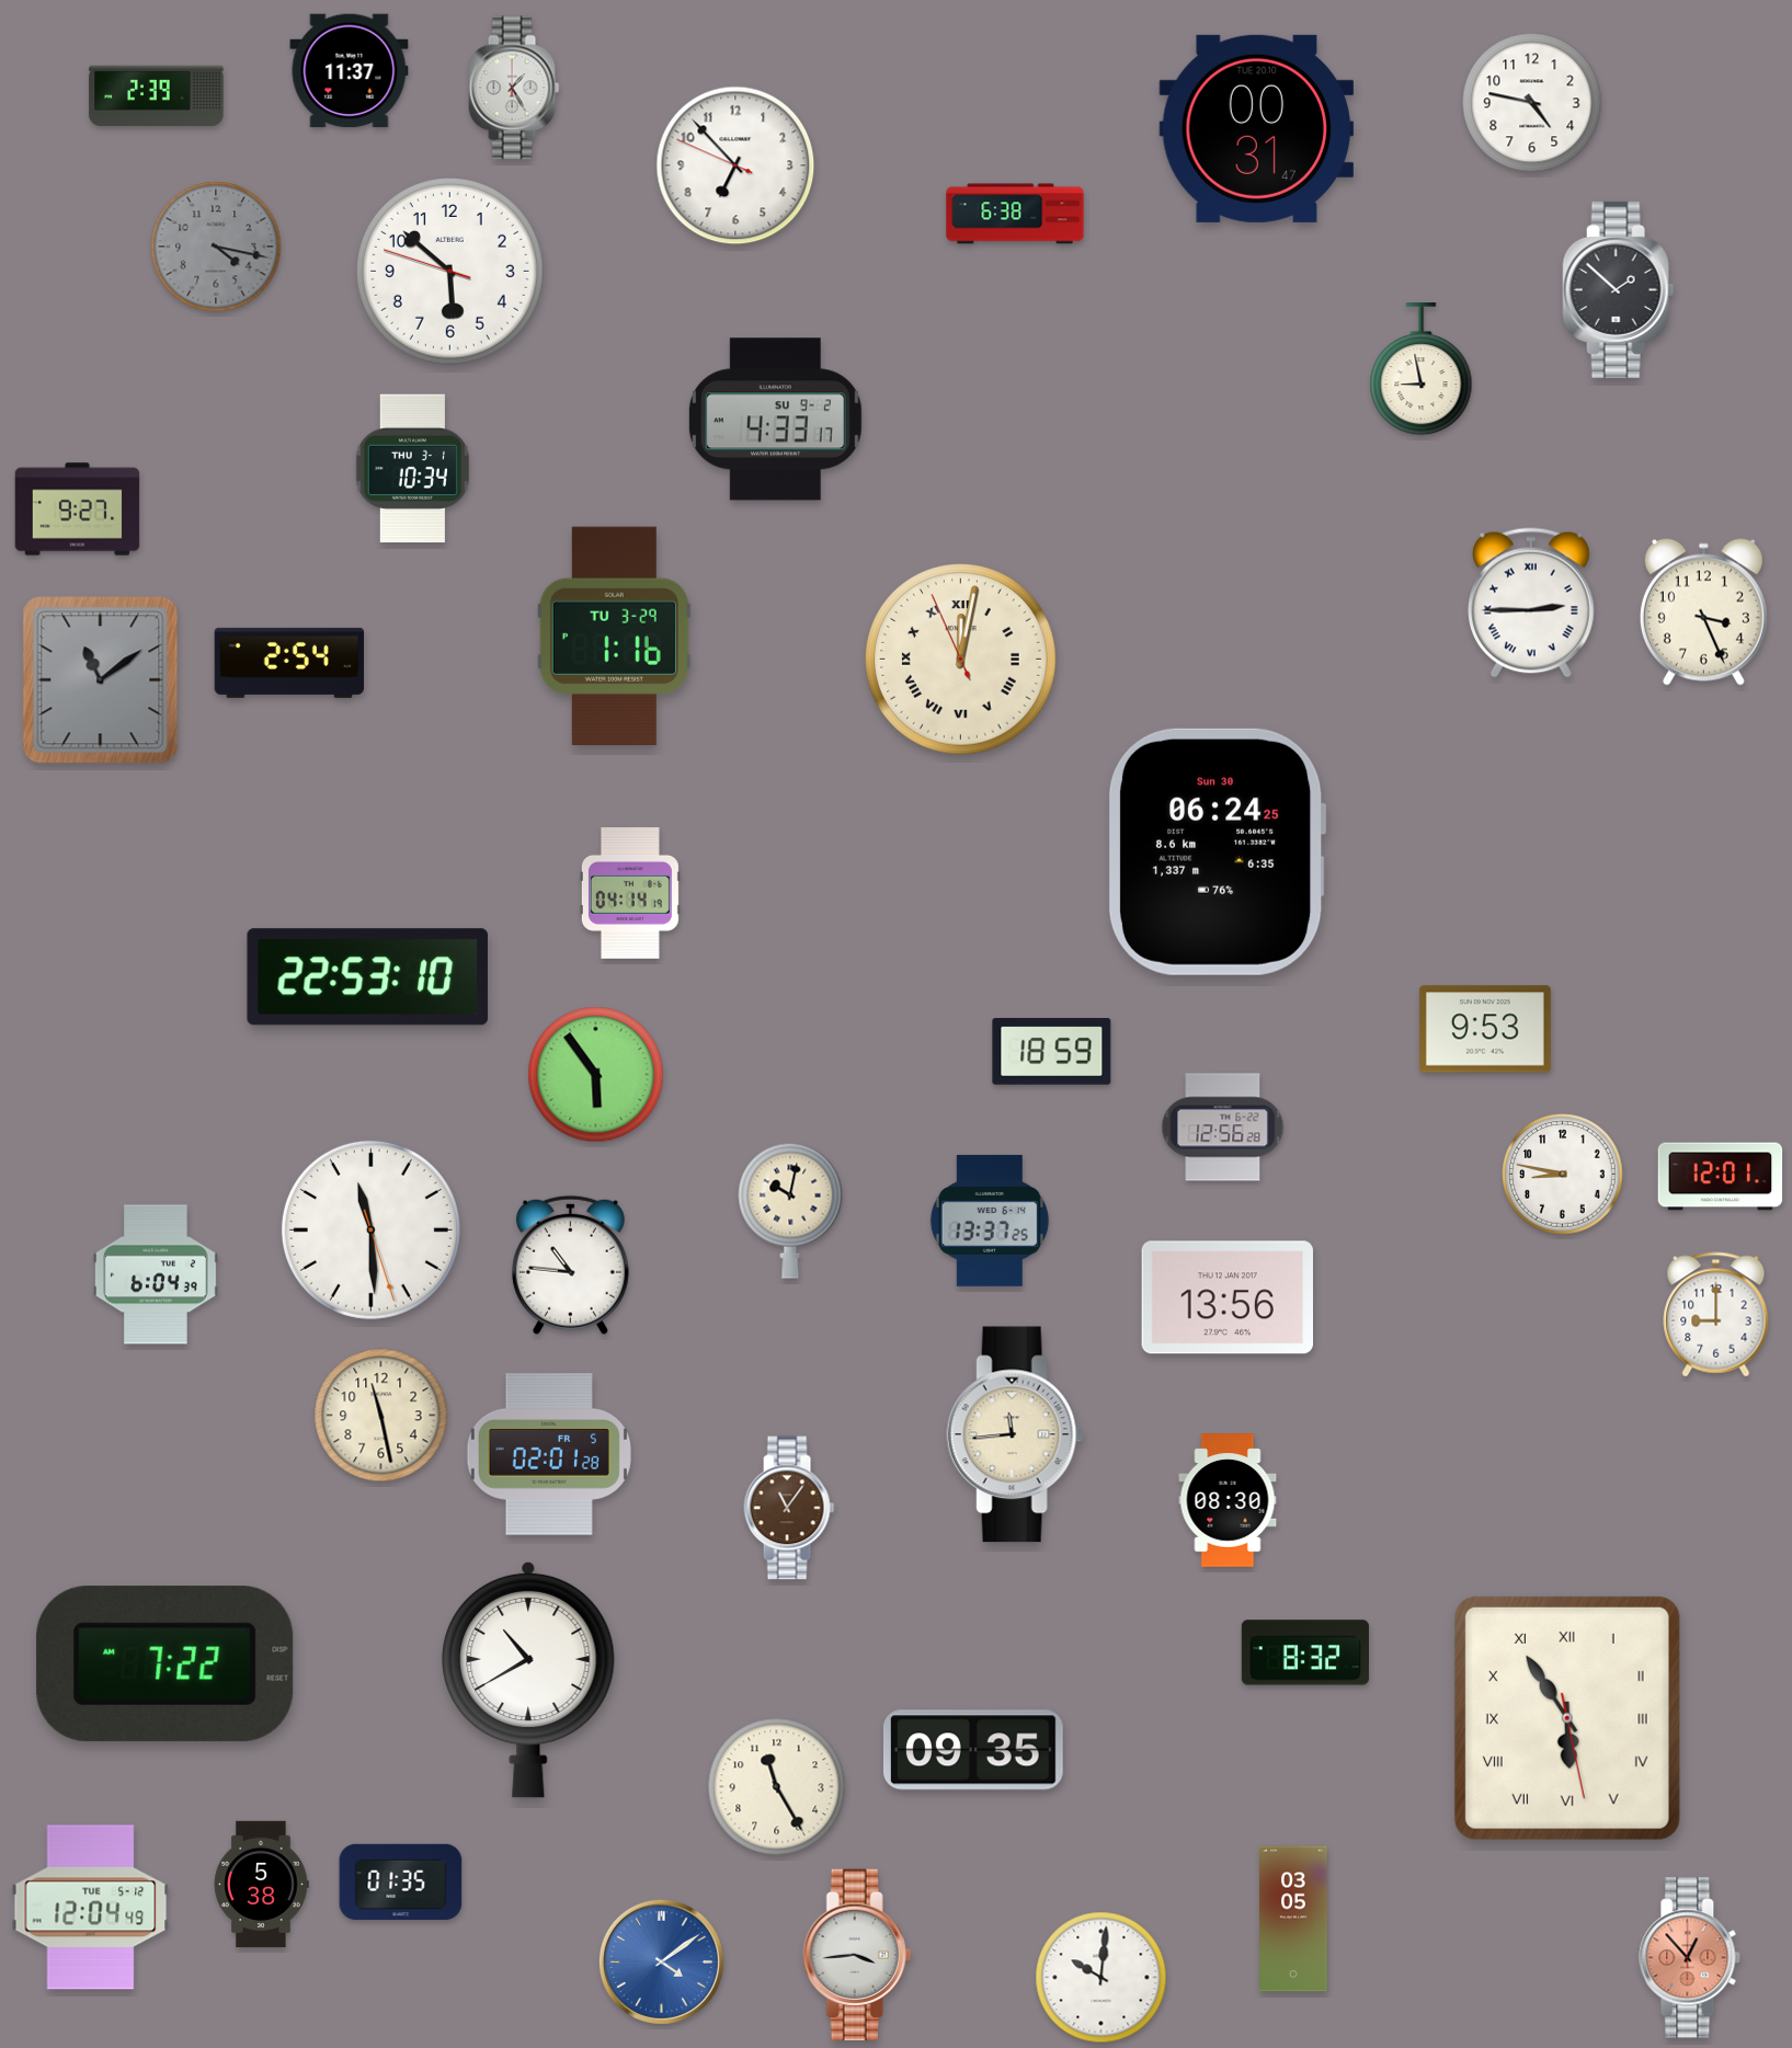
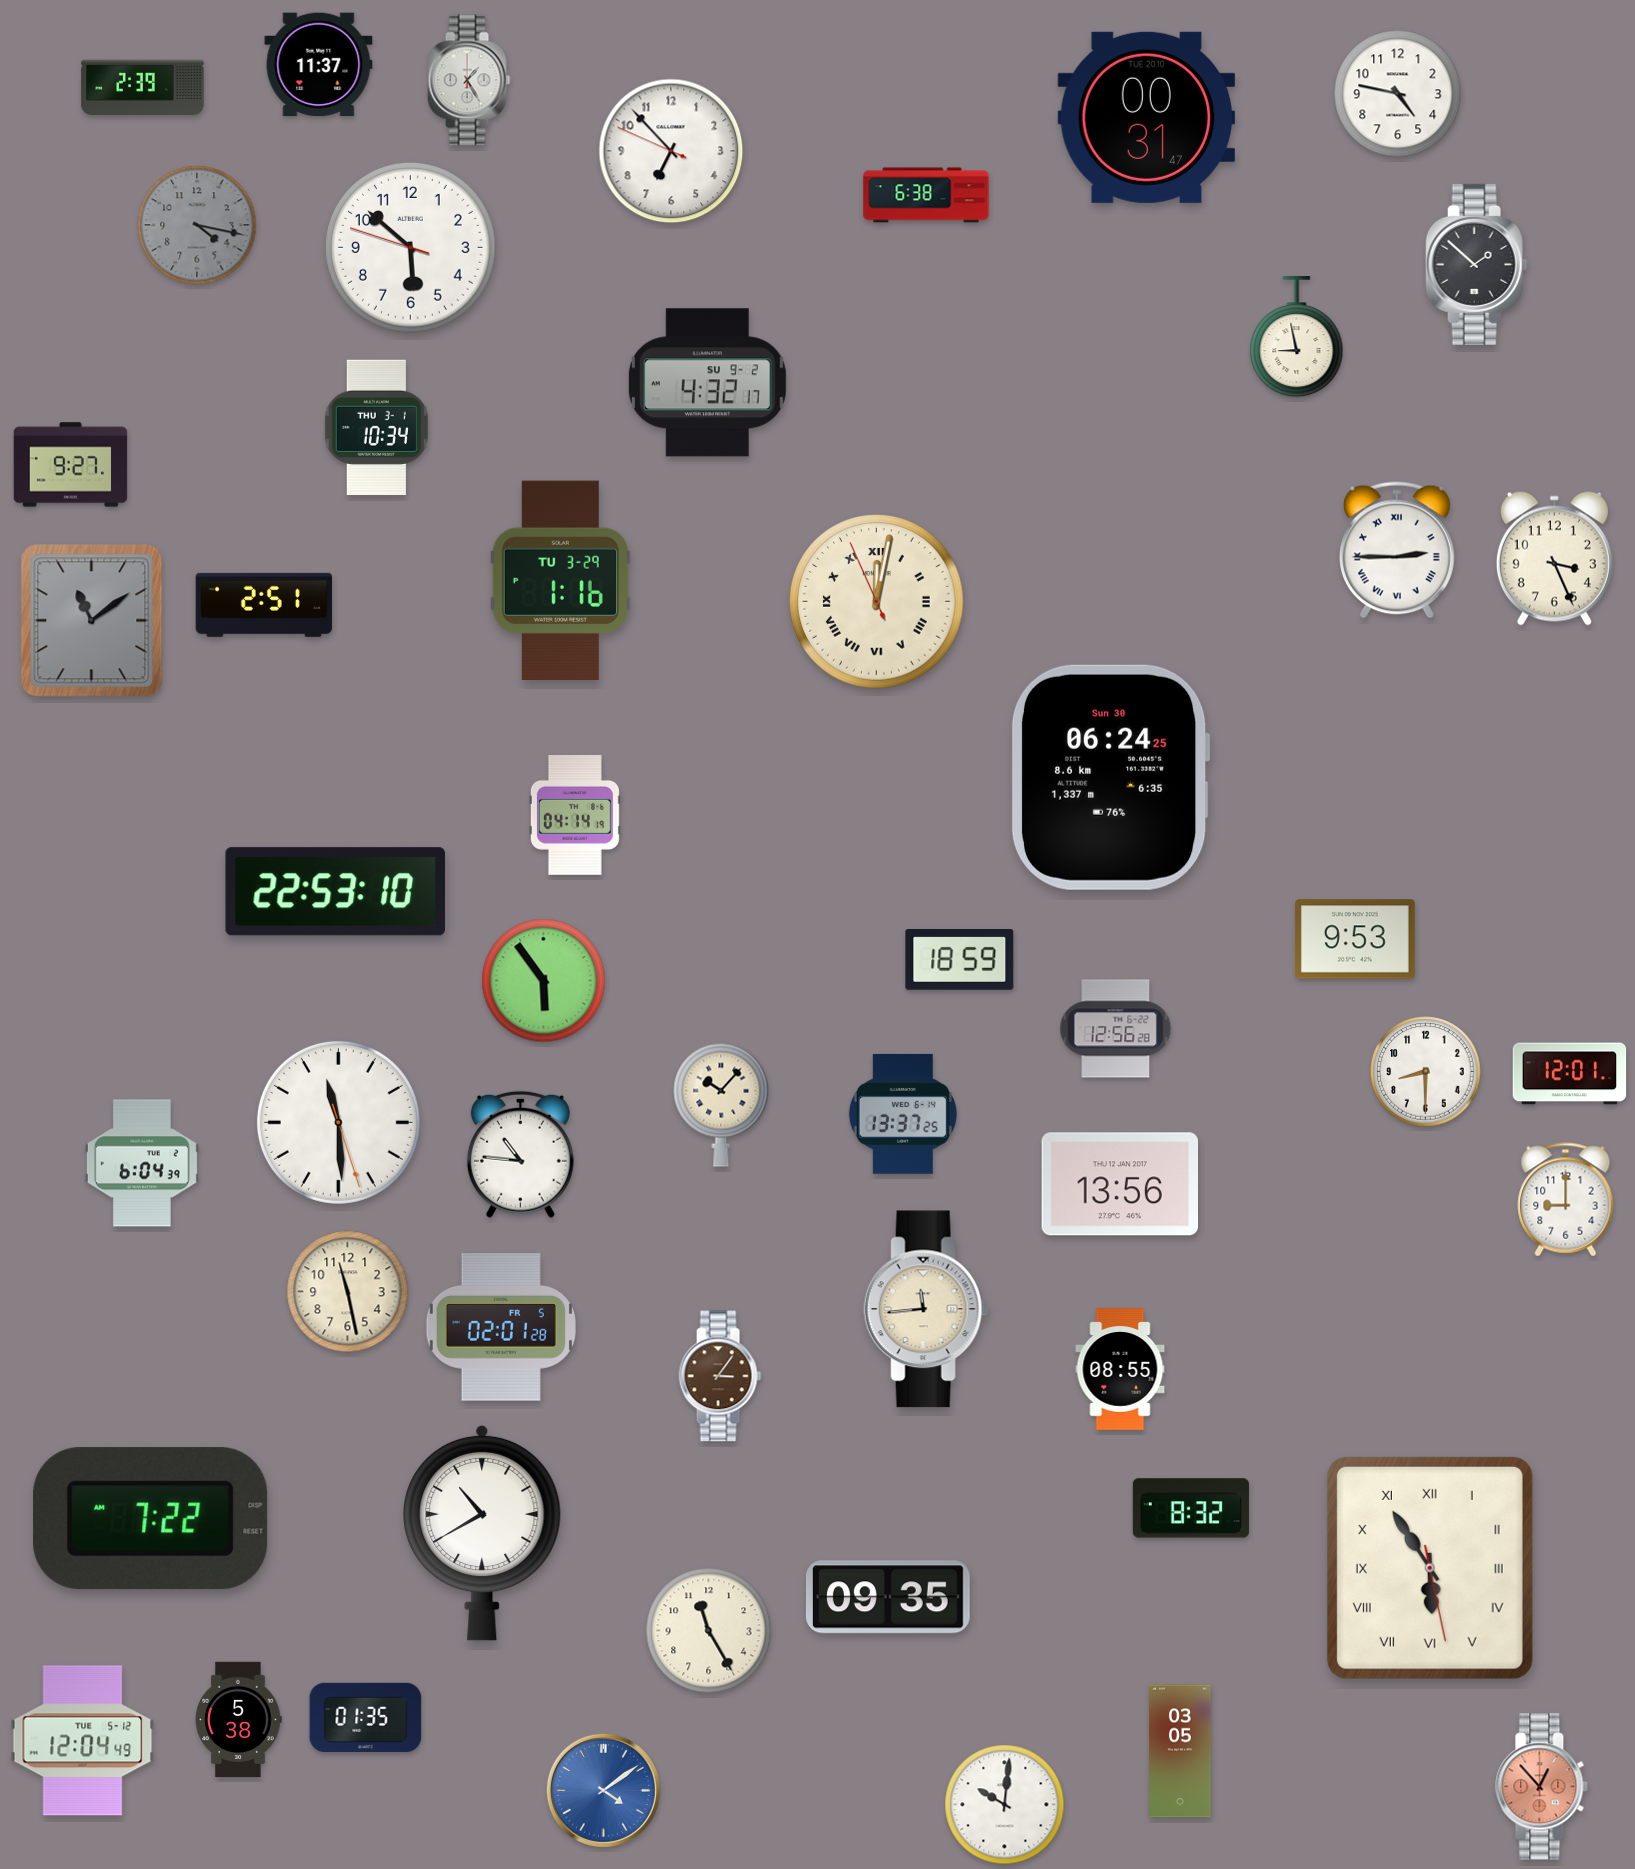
clock at (775, 420): 4:33 -> 4:32
clock at (289, 663): 2:54 -> 2:51
clock at (1563, 1175): 8:47 -> 8:30
clock at (790, 1211): 10:02 -> 10:07
clock at (1228, 1500): 08:30 -> 08:55
clock at (789, 1508): 11:06 -> 3:06
clock at (857, 1955): 3:44 -> none
